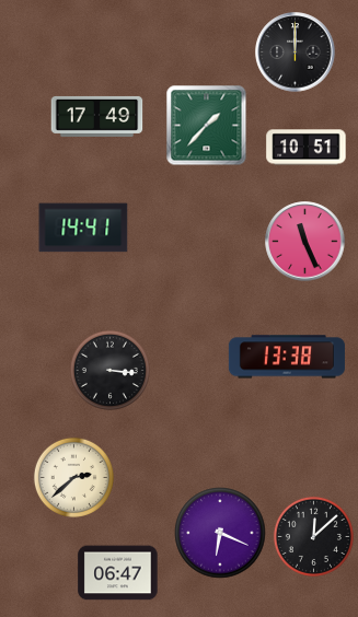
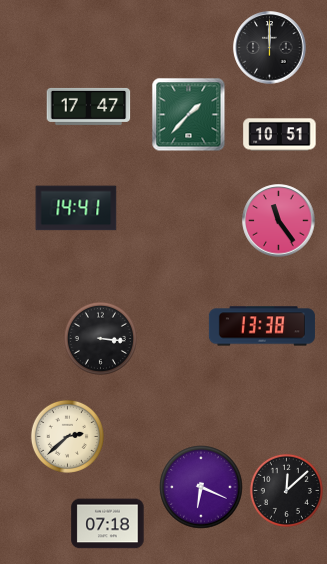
clock at (97, 116): 17:49 -> 17:47
clock at (305, 242): 11:26 -> 11:24
clock at (118, 573): 06:47 -> 07:18
